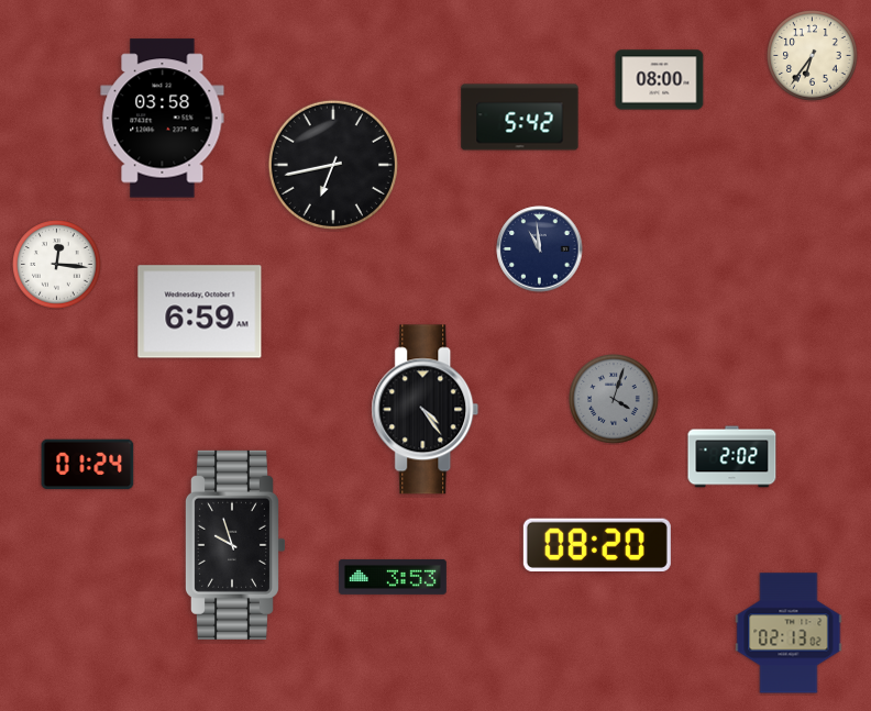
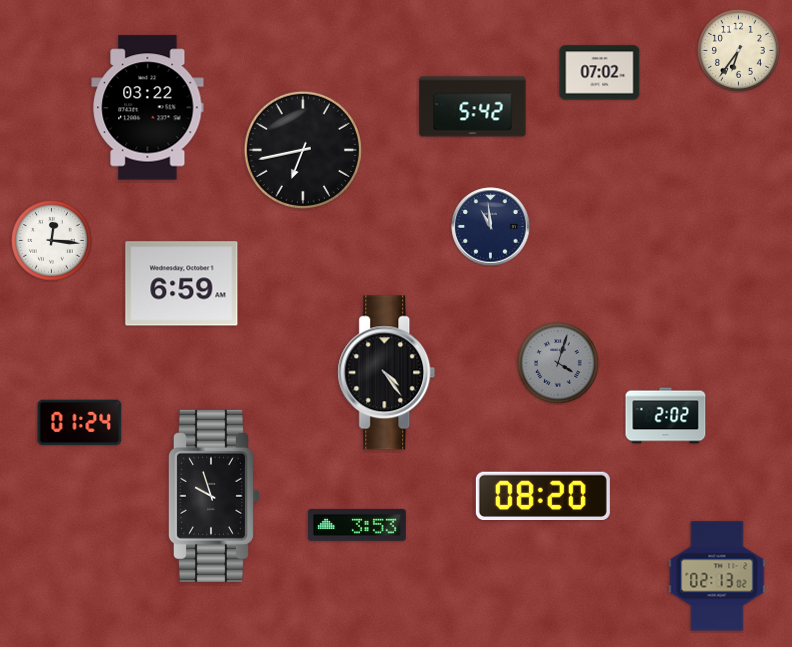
clock at (660, 80): 08:00 -> 07:02
clock at (163, 119): 03:58 -> 03:22
